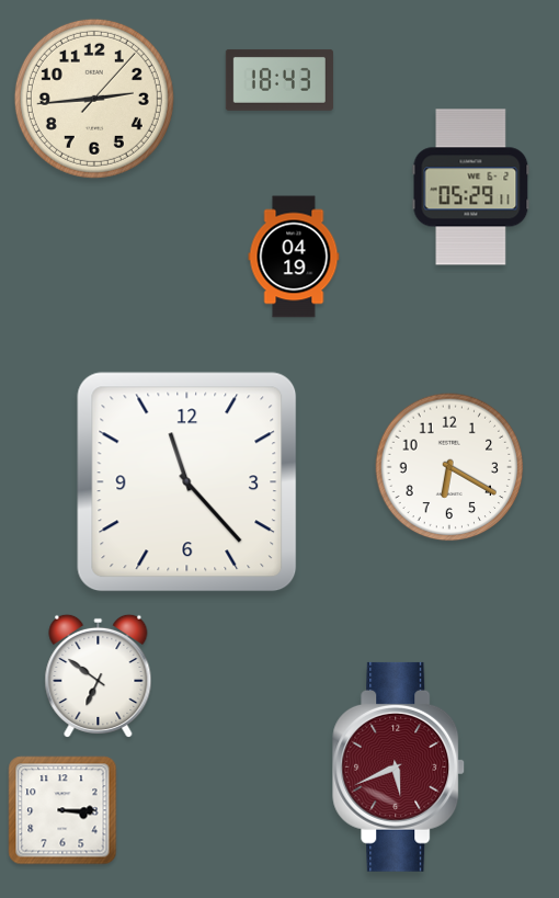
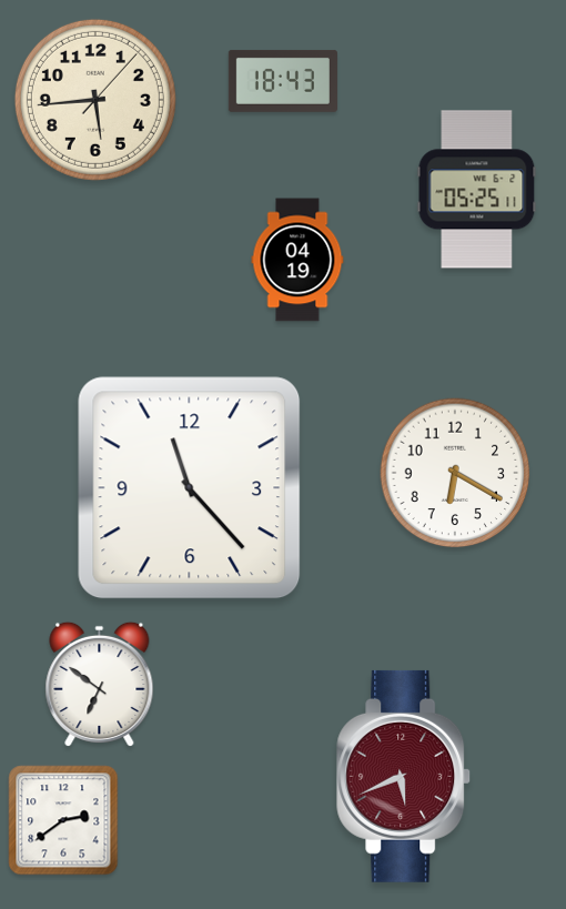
clock at (94, 99): 2:44 -> 5:44
clock at (471, 187): 05:29 -> 05:25
clock at (62, 810): 3:15 -> 2:39
